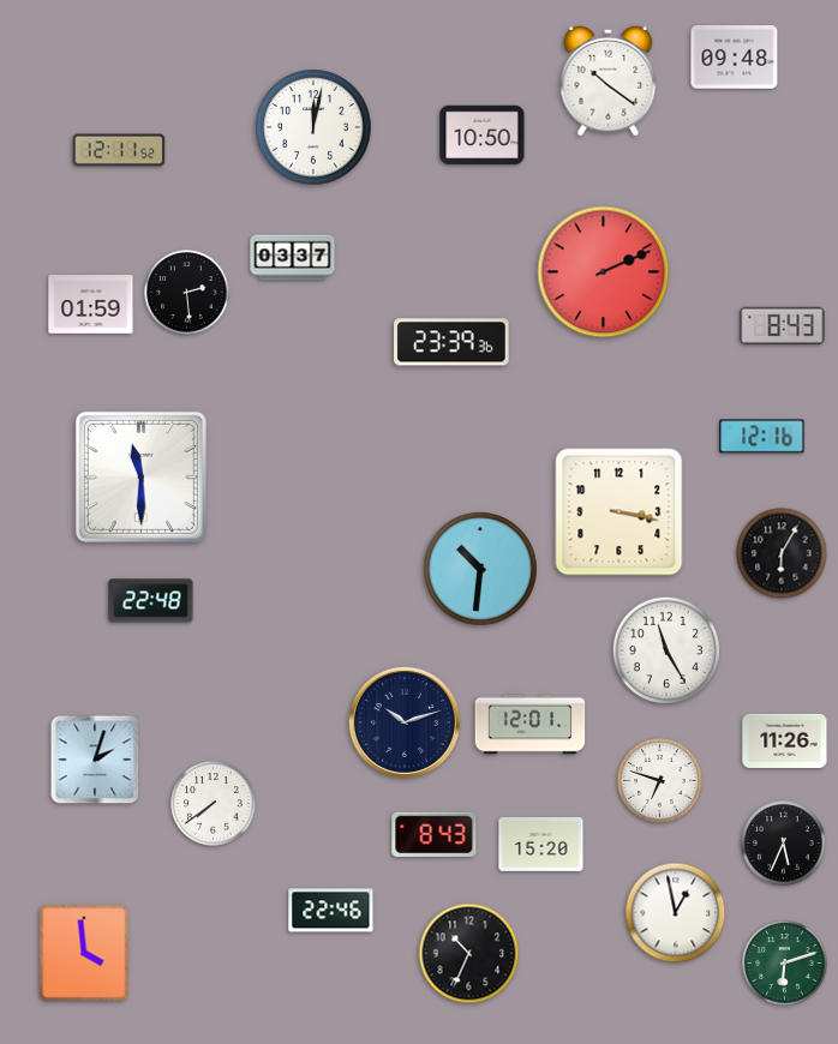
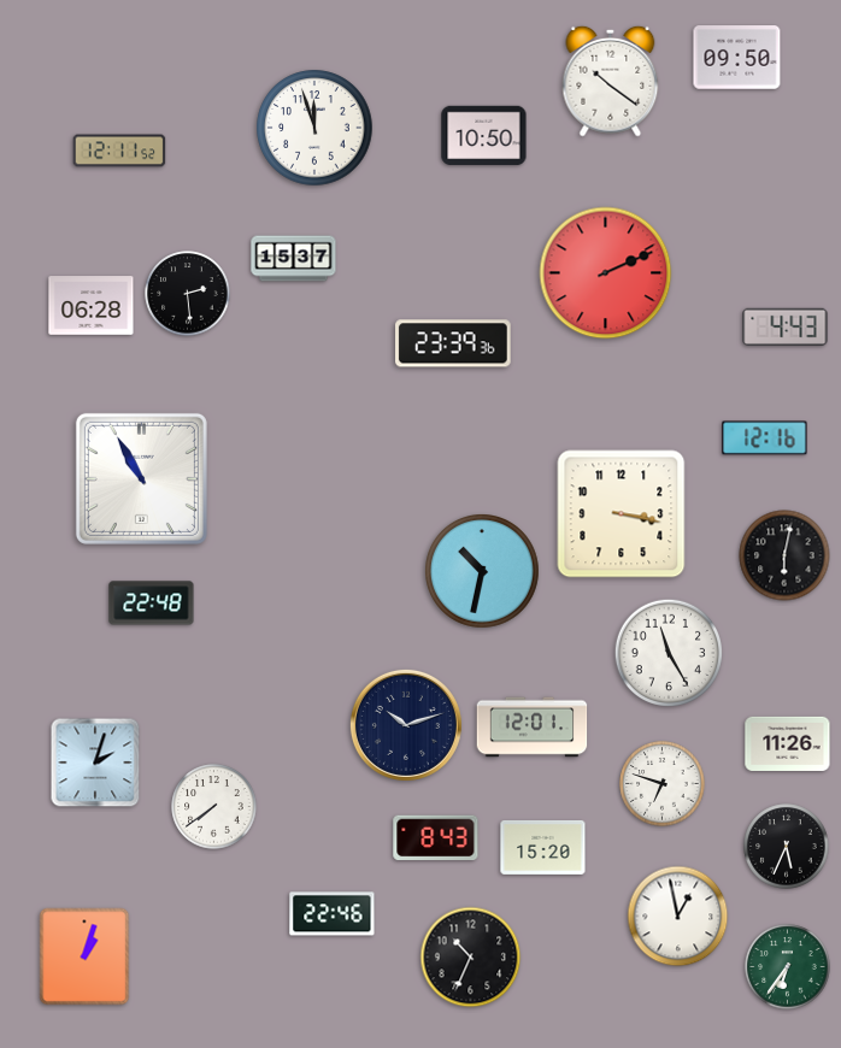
clock at (735, 58): 09:48 -> 09:50
clock at (313, 127): 12:02 -> 11:57
clock at (293, 258): 03:37 -> 15:37
clock at (91, 305): 01:59 -> 06:28
clock at (783, 325): 8:43 -> 4:43
clock at (140, 476): 11:30 -> 10:55
clock at (782, 553): 6:05 -> 6:02
clock at (481, 570): 10:31 -> 10:32
clock at (84, 953): 3:59 -> 1:03
clock at (785, 964): 6:12 -> 6:36
